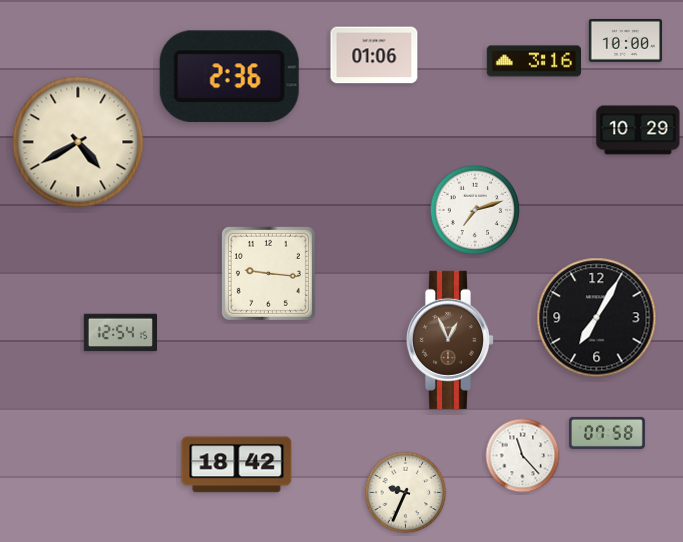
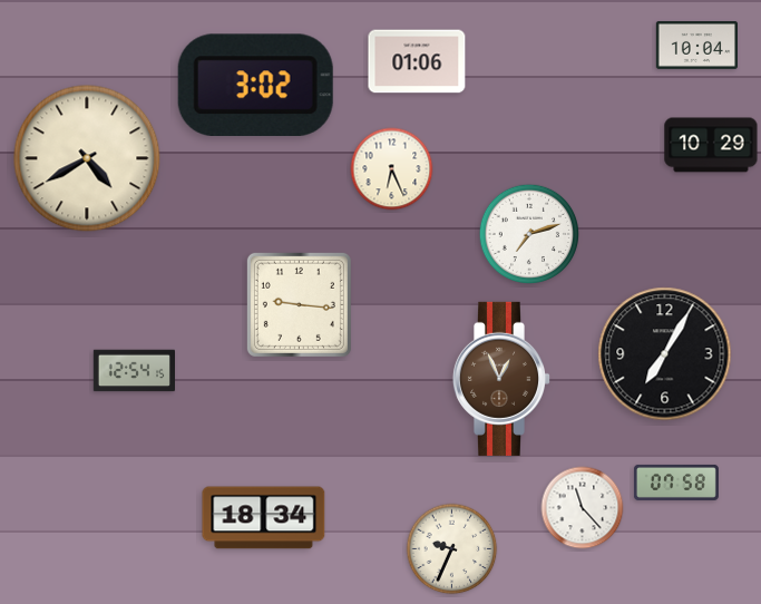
clock at (625, 40): 10:00 -> 10:04
clock at (533, 61): 3:16 -> none
clock at (229, 76): 2:36 -> 3:02
clock at (392, 169): none -> 6:26
clock at (237, 465): 18:42 -> 18:34
